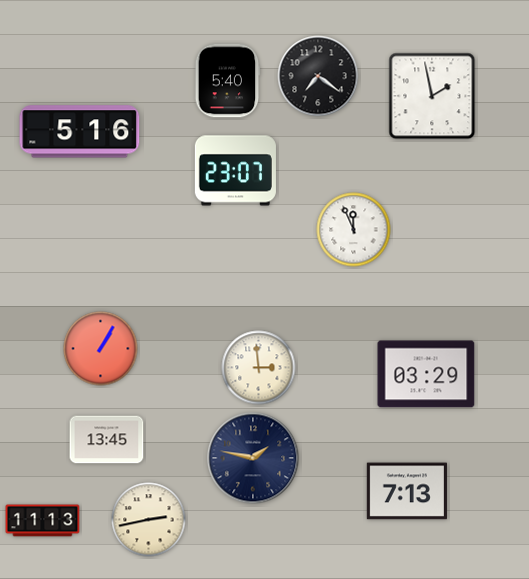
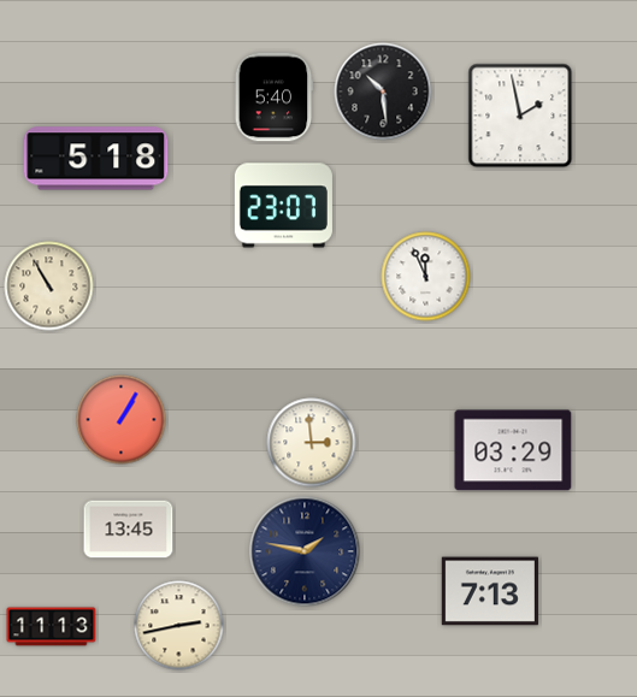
clock at (318, 76): 7:21 -> 10:29
clock at (80, 132): 5:16 -> 5:18
clock at (49, 287): none -> 10:55
